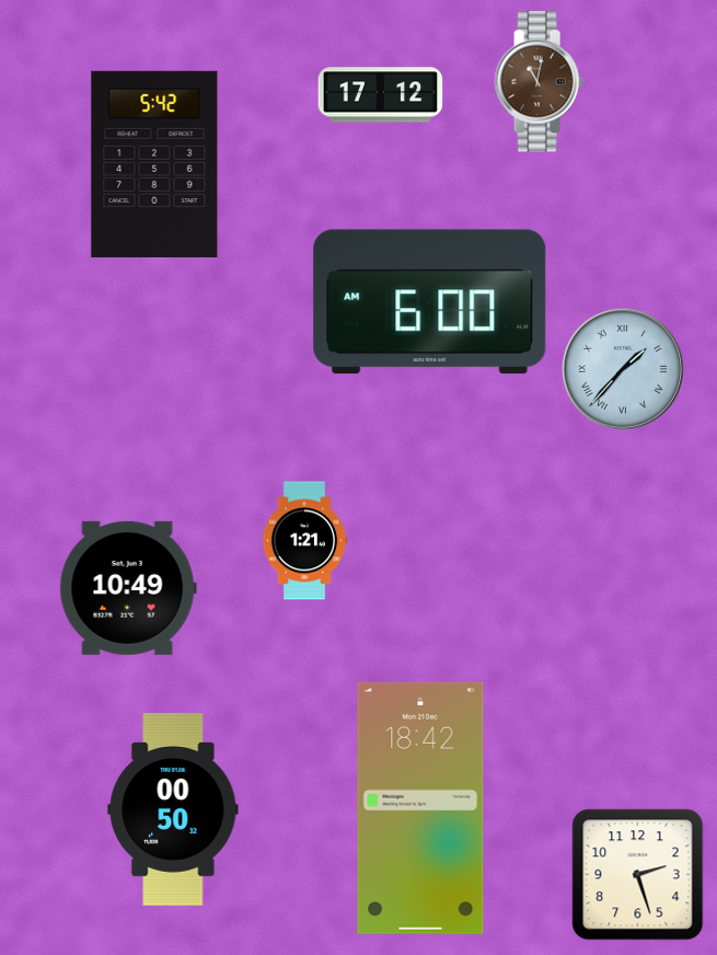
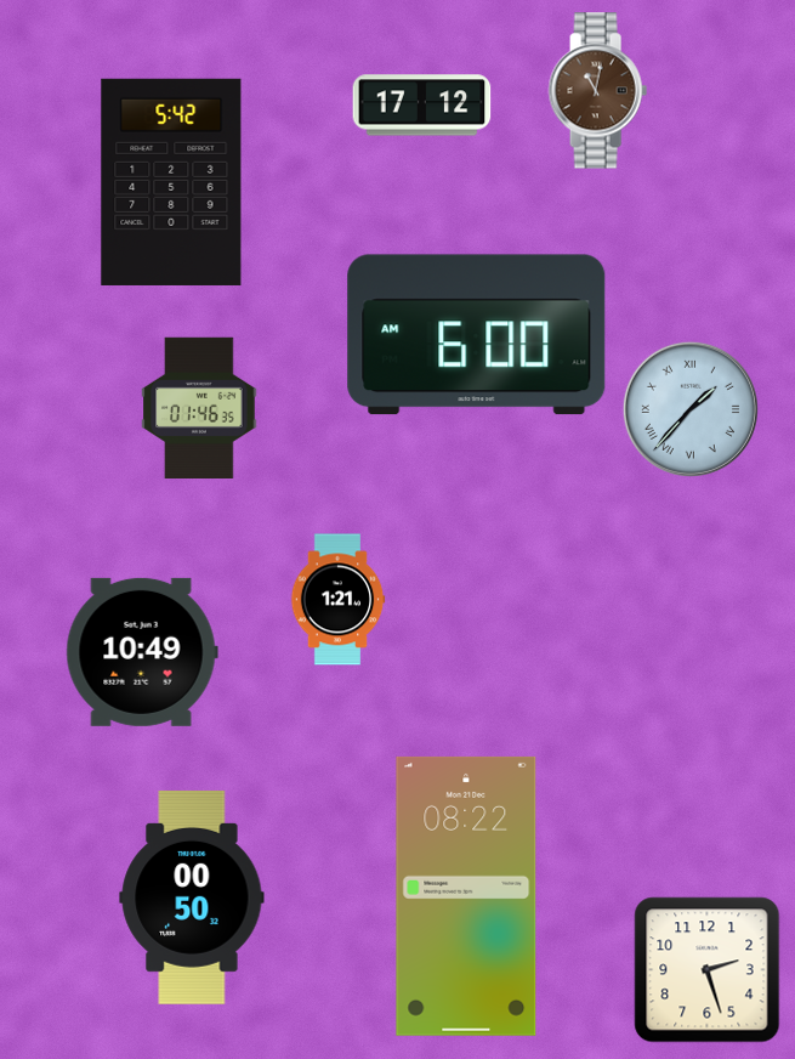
clock at (199, 407): none -> 01:46
clock at (420, 808): 18:42 -> 08:22
